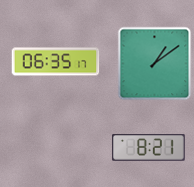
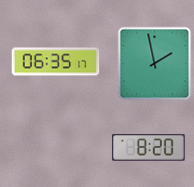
clock at (155, 64): 1:09 -> 1:58
clock at (149, 148): 8:21 -> 8:20
